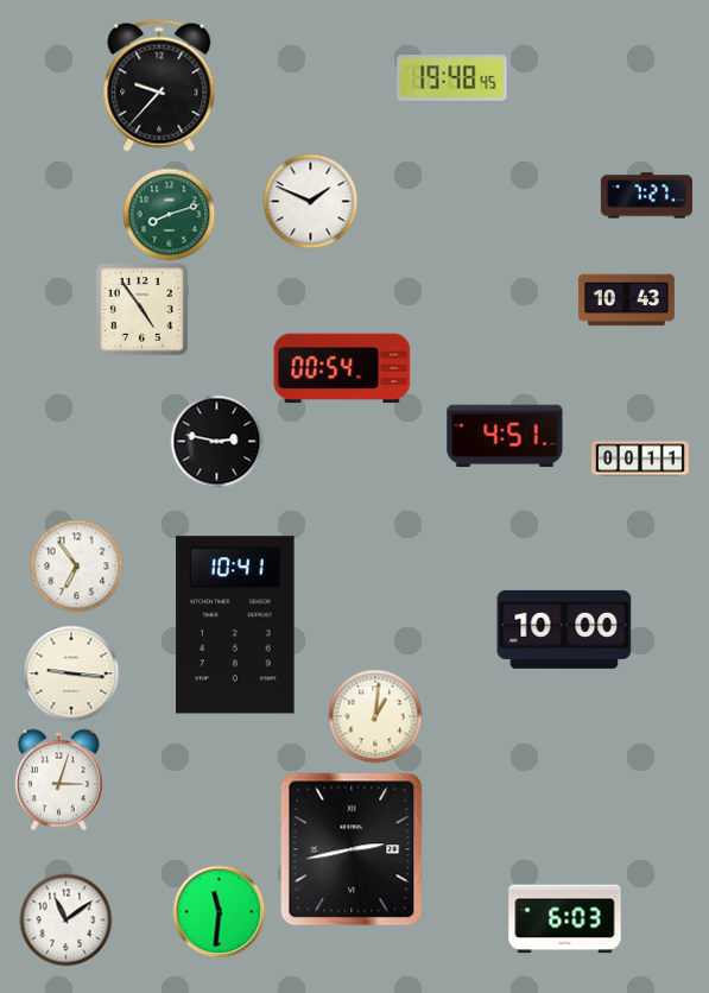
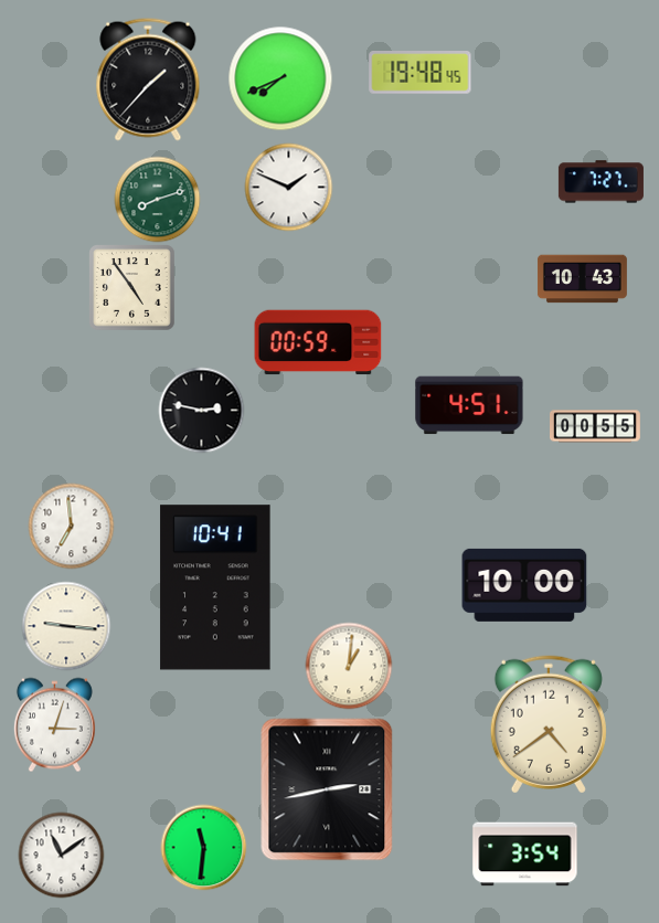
clock at (280, 78): none -> 7:41
clock at (159, 86): 9:37 -> 1:37
clock at (342, 368): 00:54 -> 00:59
clock at (641, 458): 00:11 -> 00:55
clock at (76, 565): 6:54 -> 6:59
clock at (235, 625) position: (235, 625) -> (215, 587)
clock at (549, 724): none -> 4:39
clock at (565, 919): 6:03 -> 3:54
